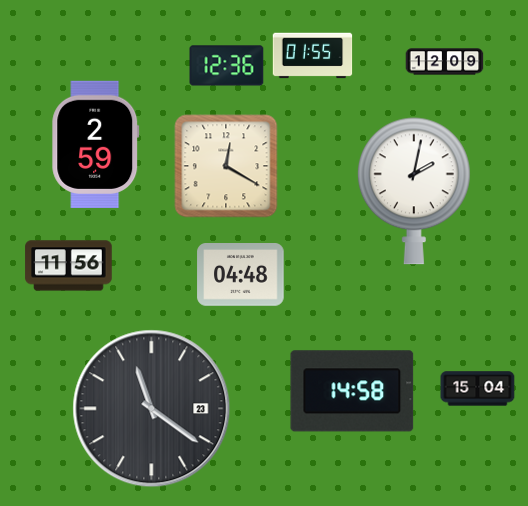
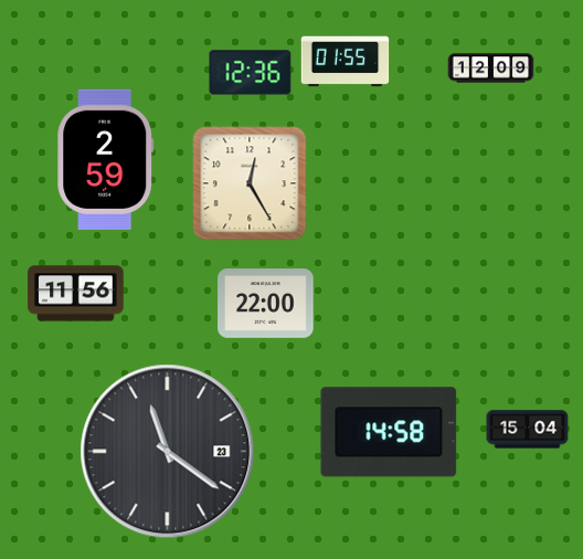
clock at (226, 166): 12:20 -> 12:25
clock at (414, 191): 2:02 -> none
clock at (241, 275): 04:48 -> 22:00
